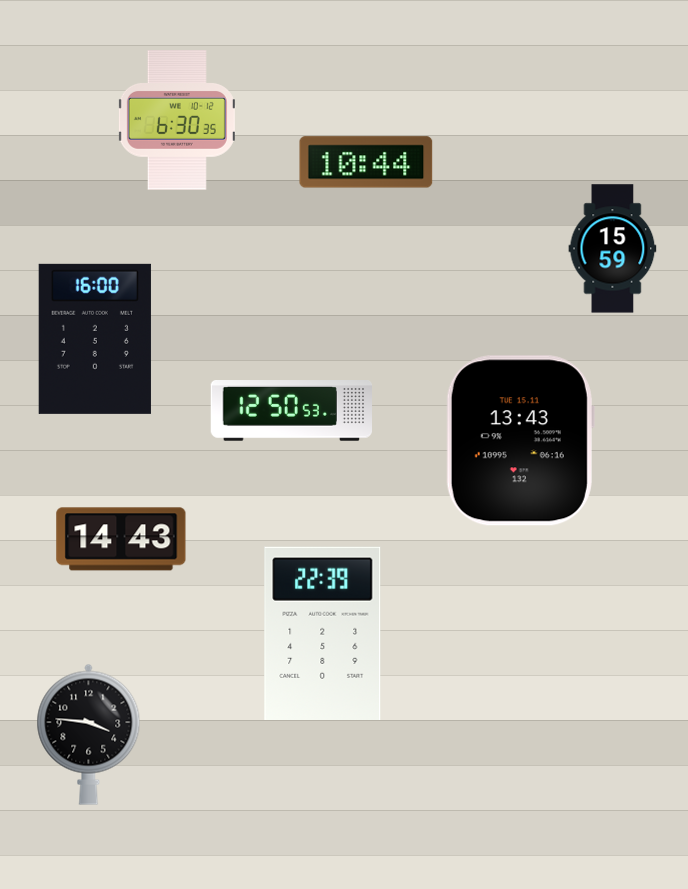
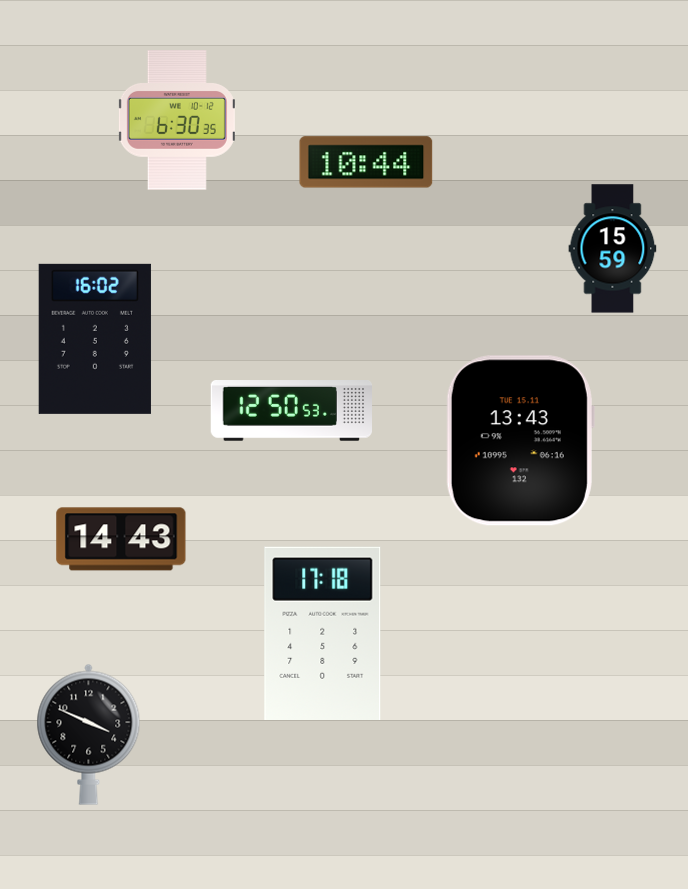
clock at (95, 339): 16:00 -> 16:02
clock at (323, 633): 22:39 -> 17:18
clock at (89, 734): 3:46 -> 3:49
